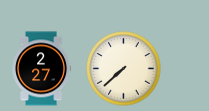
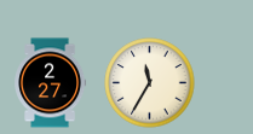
clock at (124, 69): 7:38 -> 11:35
